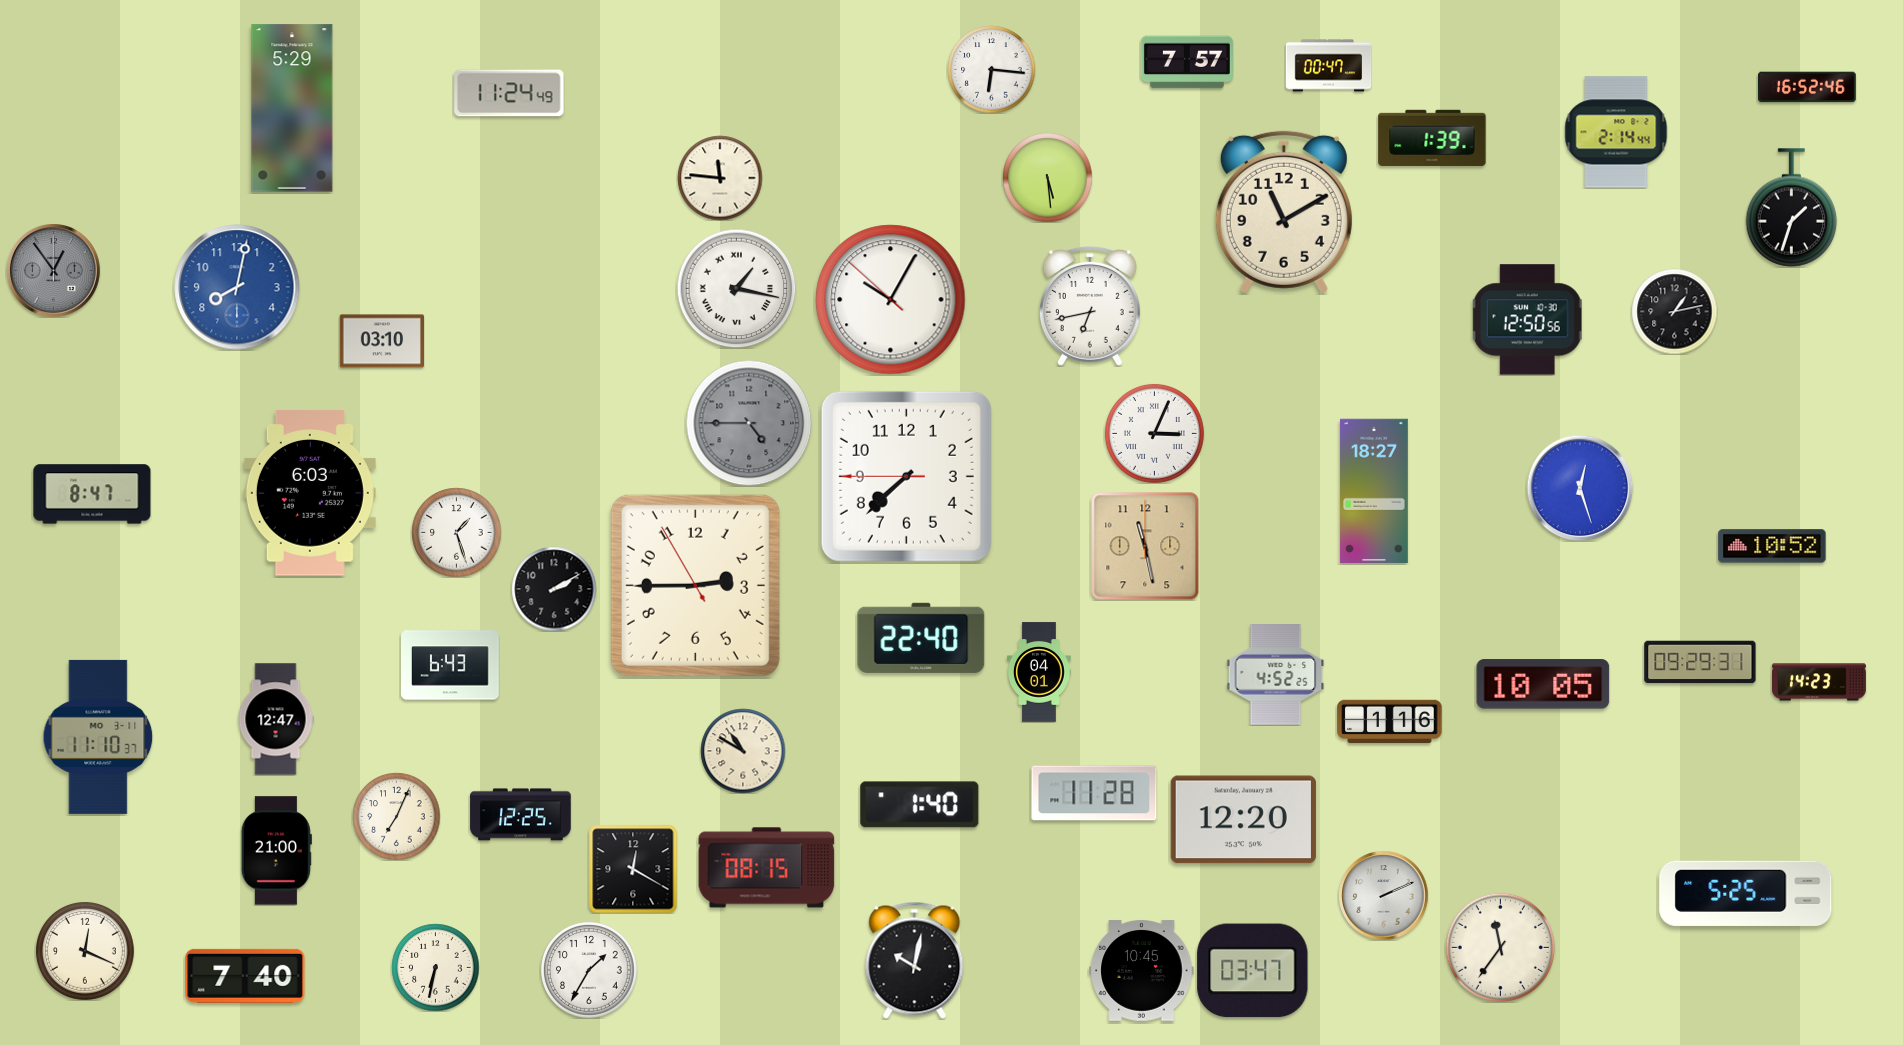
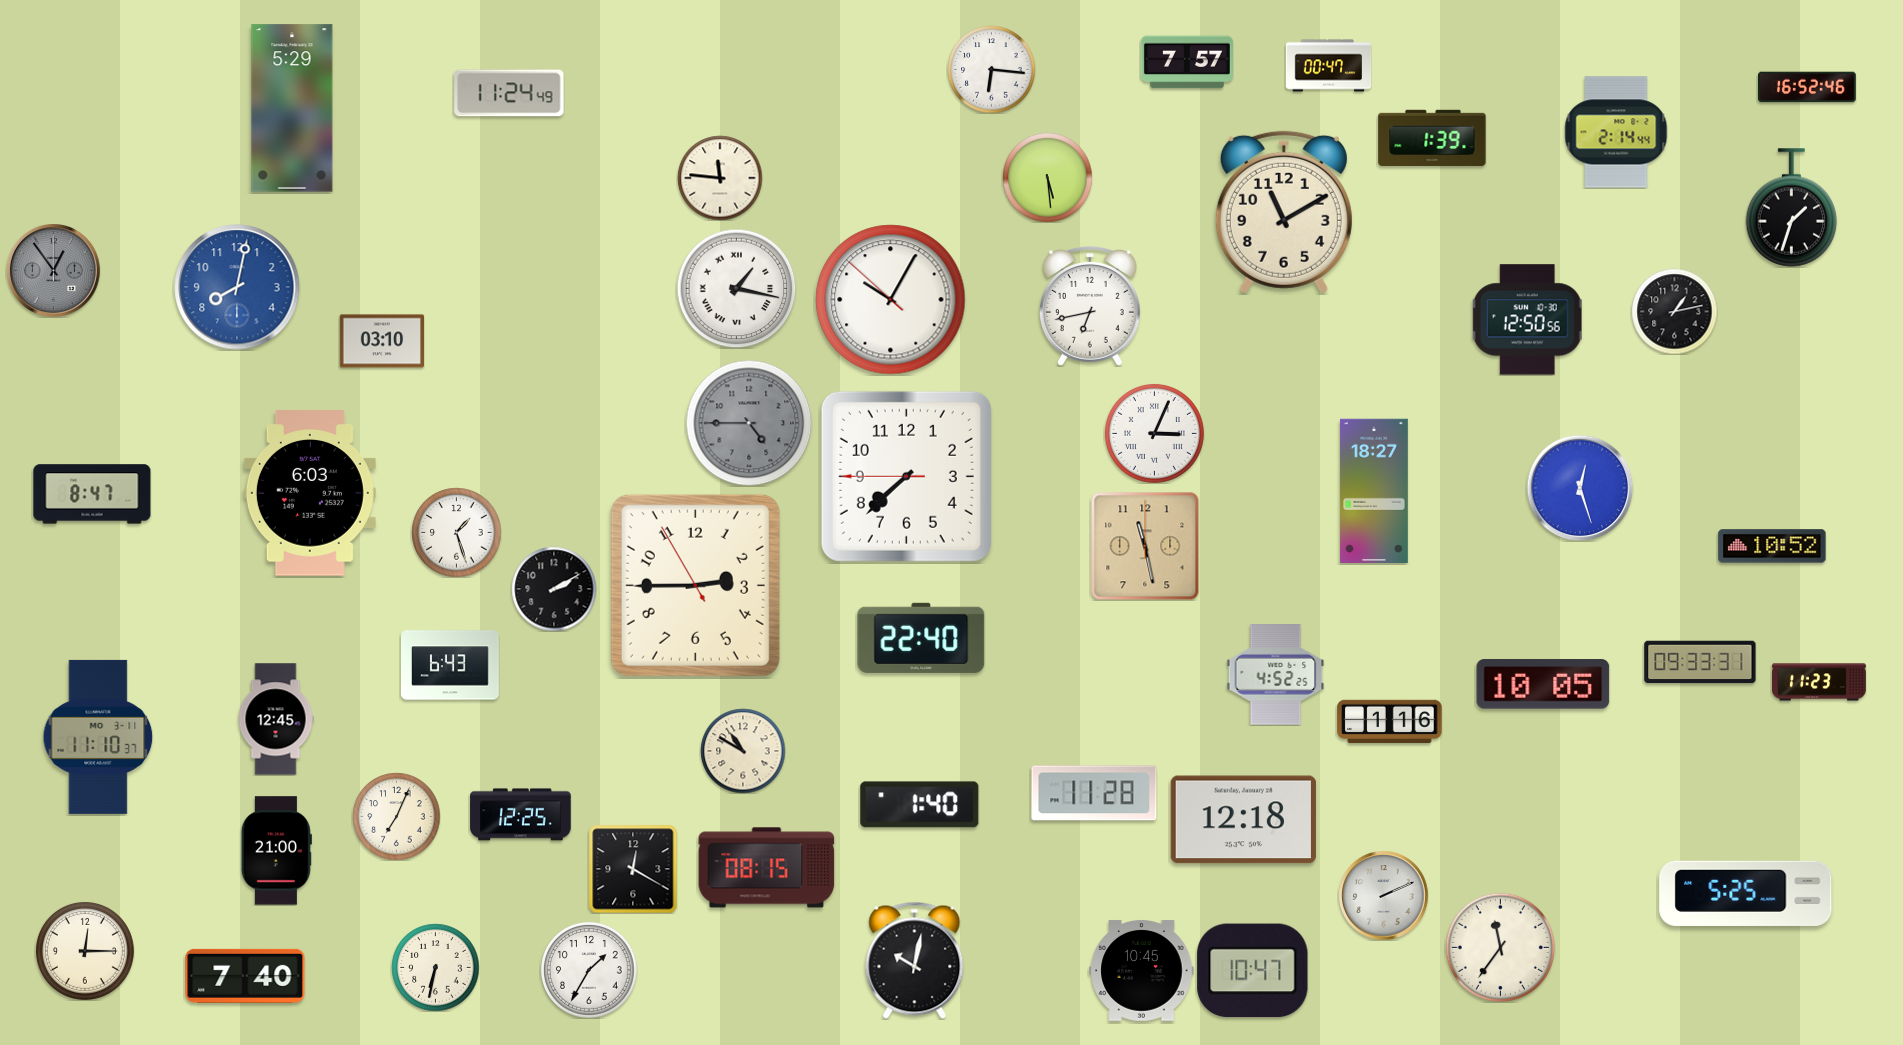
clock at (1700, 662): 09:29 -> 09:33
clock at (1040, 672): 04:01 -> none
clock at (1819, 682): 14:23 -> 11:23
clock at (276, 719): 12:47 -> 12:45
clock at (1243, 820): 12:20 -> 12:18
clock at (85, 951): 12:19 -> 12:15
clock at (1253, 971): 03:47 -> 10:47
